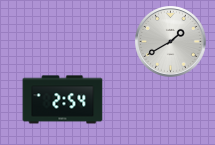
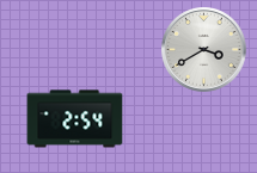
clock at (171, 42): 1:40 -> 3:40
